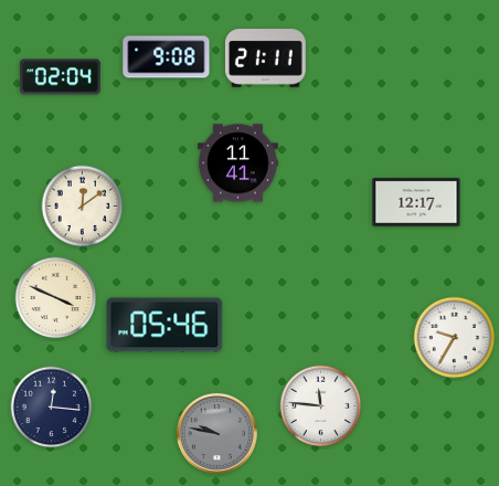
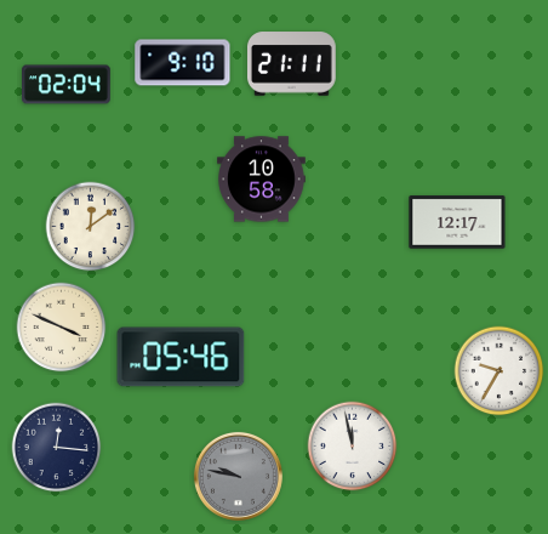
clock at (167, 57): 9:08 -> 9:10
clock at (238, 163): 11:41 -> 10:58
clock at (321, 406): 11:46 -> 11:58
